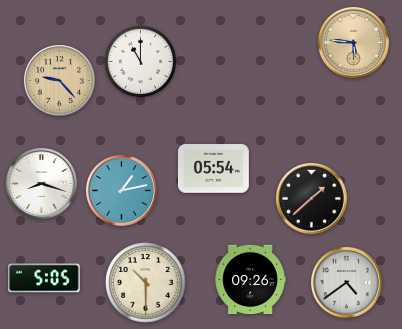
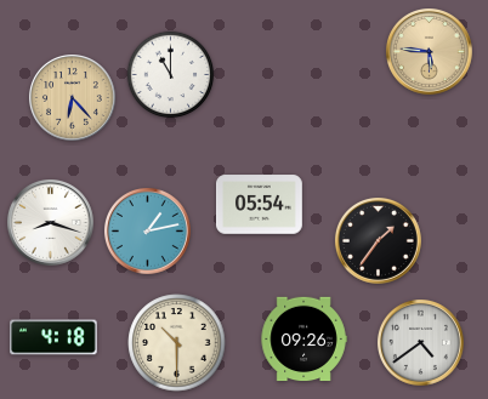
clock at (60, 81): 9:23 -> 6:23
clock at (312, 199): 1:38 -> 1:36
clock at (44, 278): 5:05 -> 4:18
